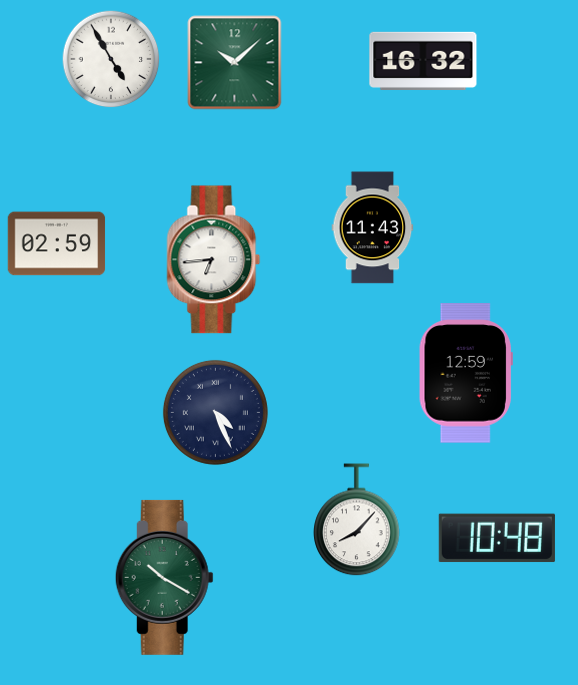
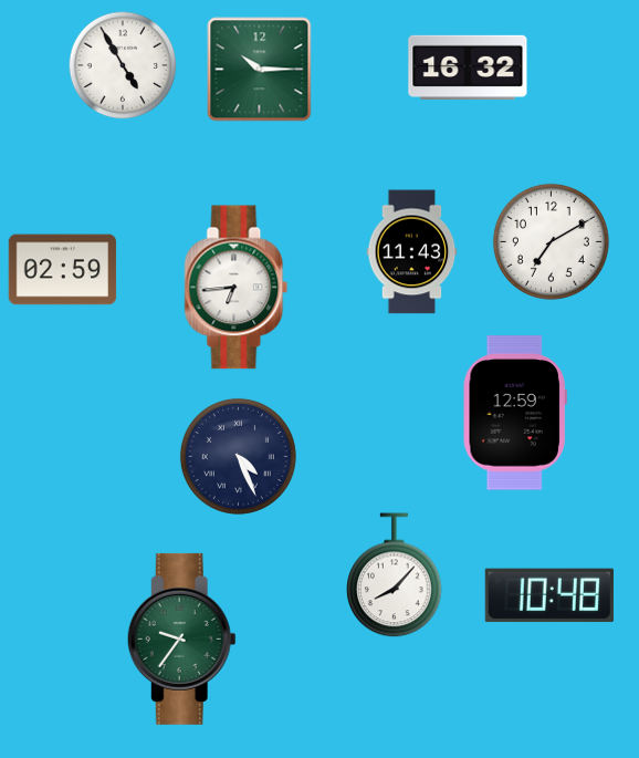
clock at (235, 63): 10:08 -> 10:15
clock at (551, 241): none -> 7:10
clock at (164, 577): 10:20 -> 9:36
